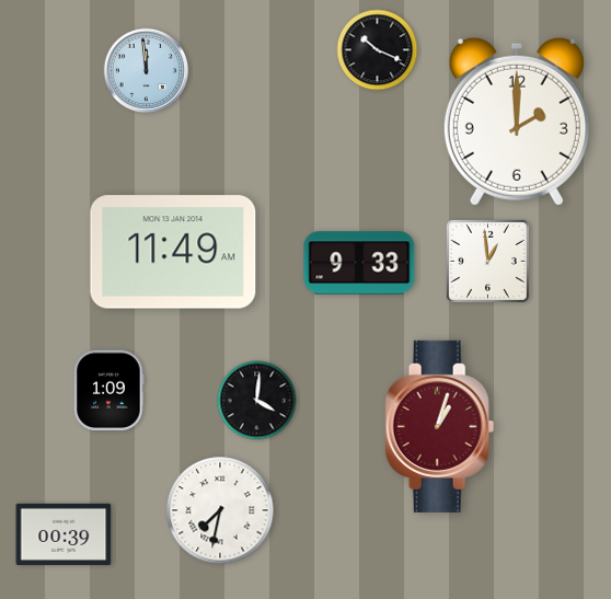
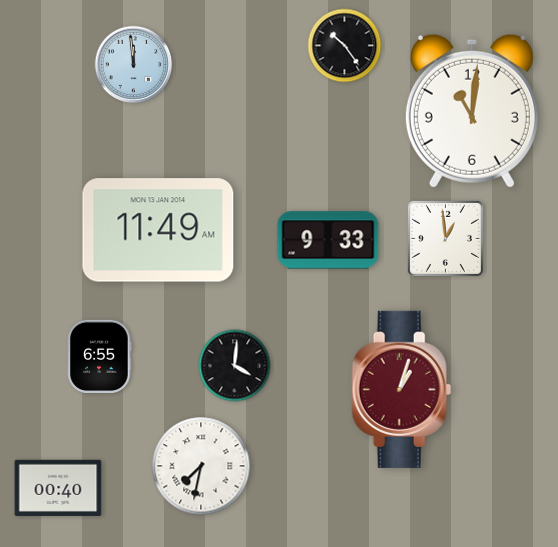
clock at (378, 50): 10:19 -> 10:24
clock at (517, 122): 2:00 -> 11:01
clock at (109, 390): 1:09 -> 6:55
clock at (64, 534): 00:39 -> 00:40
